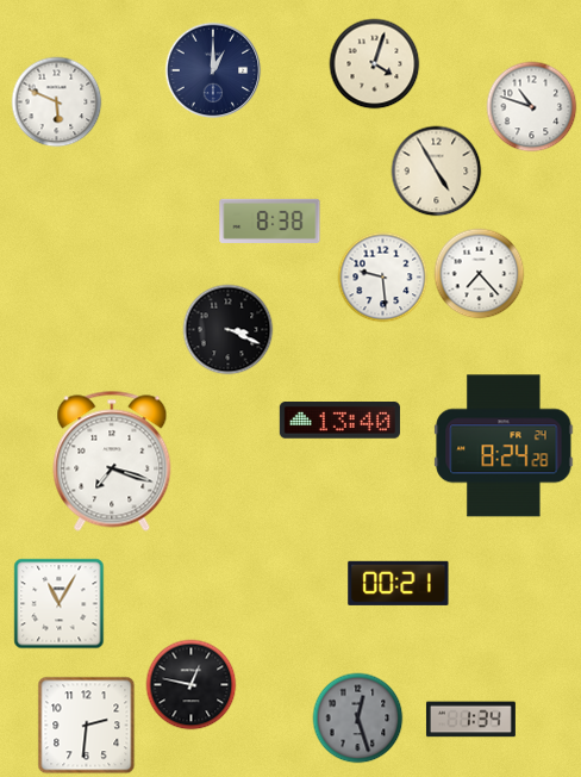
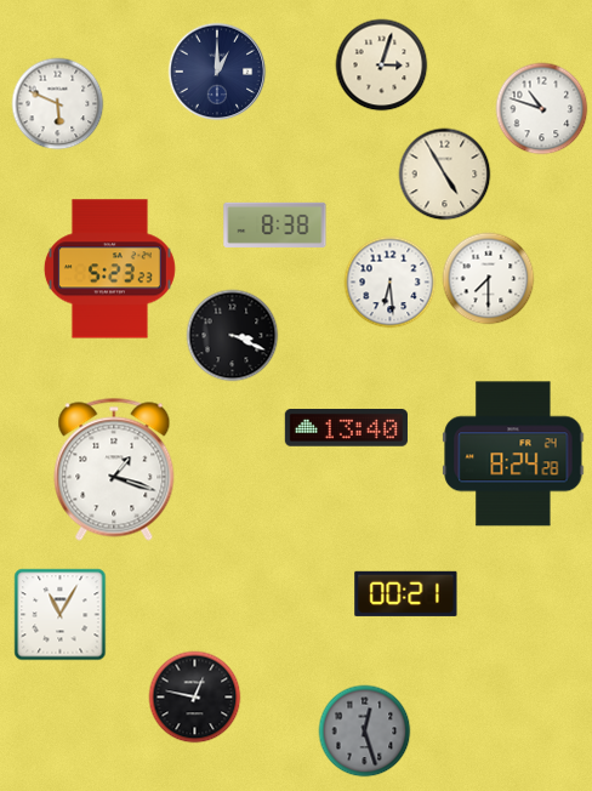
clock at (375, 64): 4:03 -> 3:03
clock at (109, 269): none -> 5:23
clock at (480, 274): 7:23 -> 7:30
clock at (383, 278): 9:29 -> 6:29
clock at (112, 461): 7:18 -> 1:18
clock at (470, 720): 1:34 -> none
clock at (87, 726): 2:31 -> none
